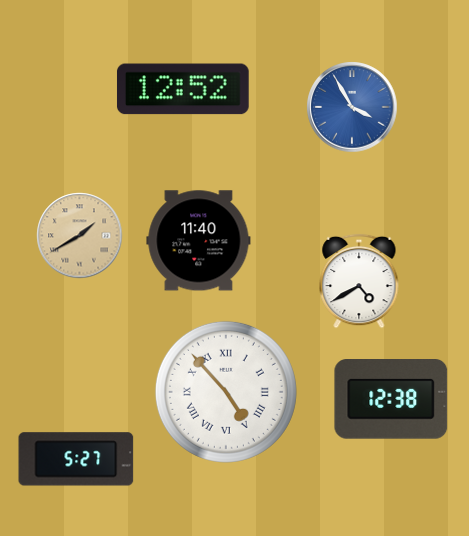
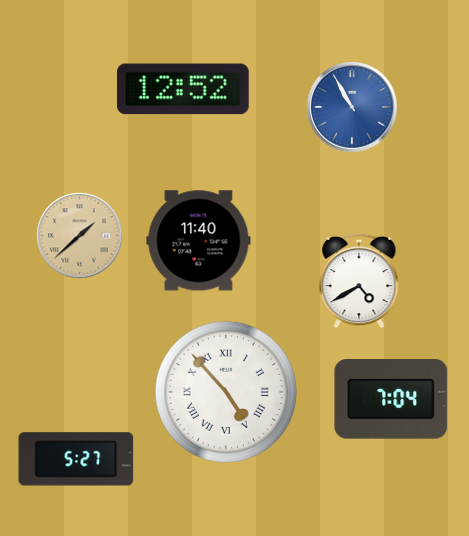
clock at (352, 107): 3:55 -> 10:55
clock at (80, 236): 1:40 -> 1:38
clock at (391, 400): 12:38 -> 7:04
